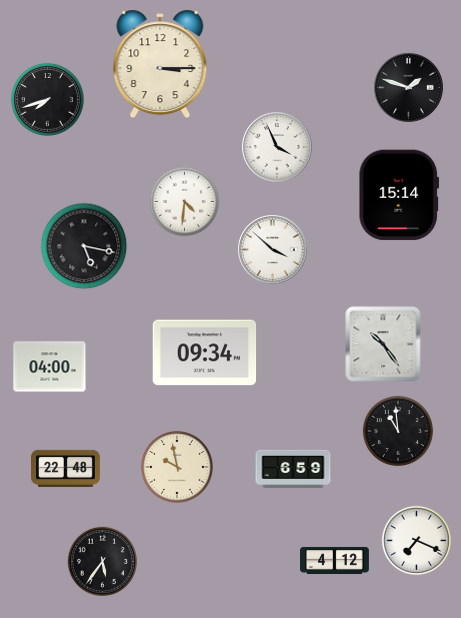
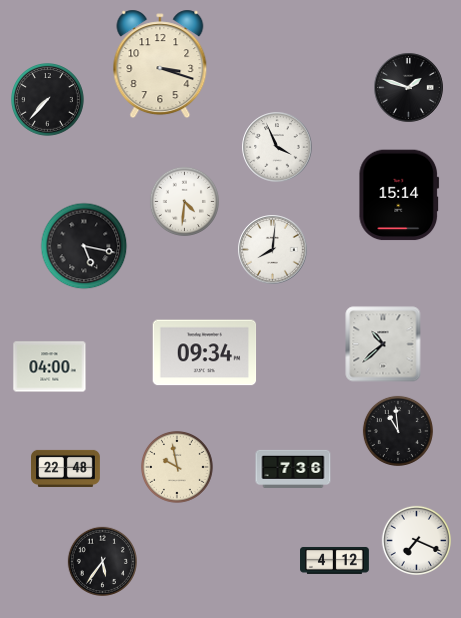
clock at (160, 64): 3:15 -> 3:18
clock at (48, 100): 7:42 -> 7:37
clock at (273, 250): 3:52 -> 8:01
clock at (383, 344): 10:24 -> 10:38
clock at (293, 469): 6:59 -> 7:36
